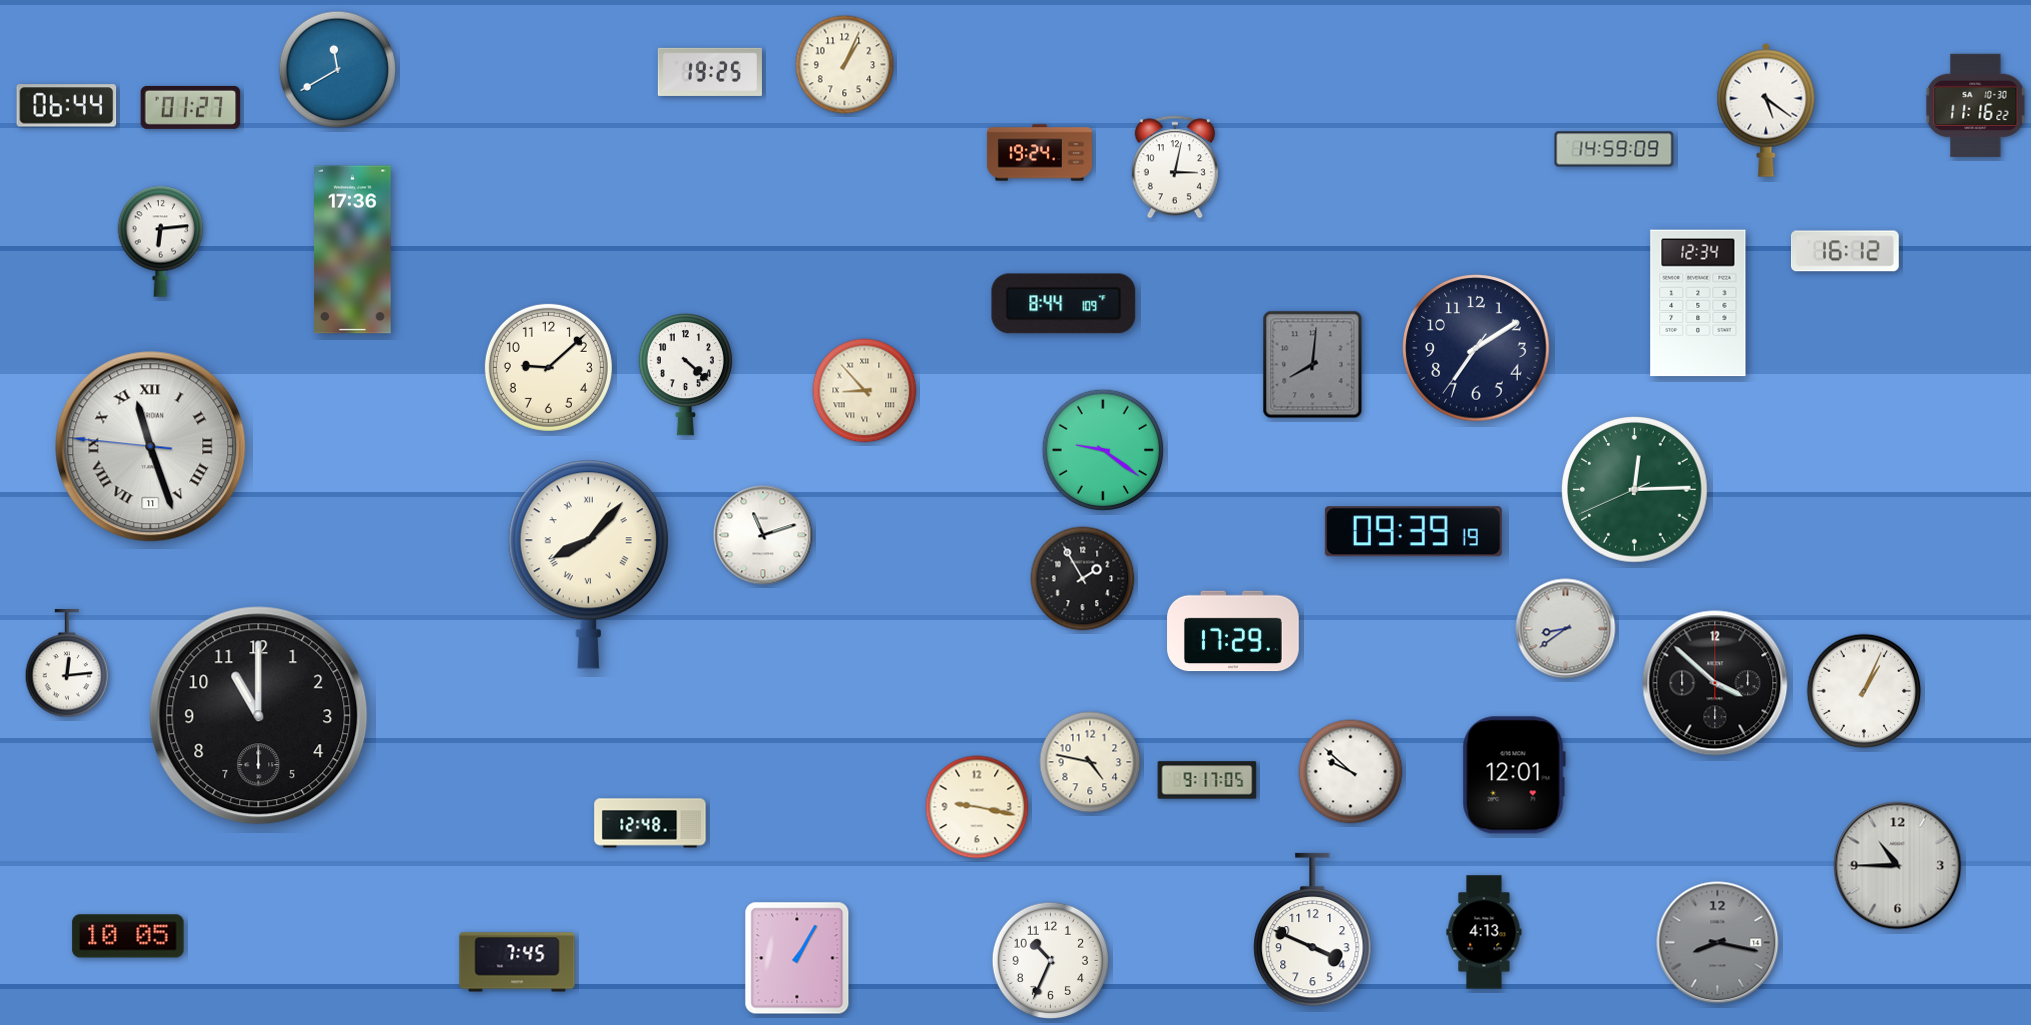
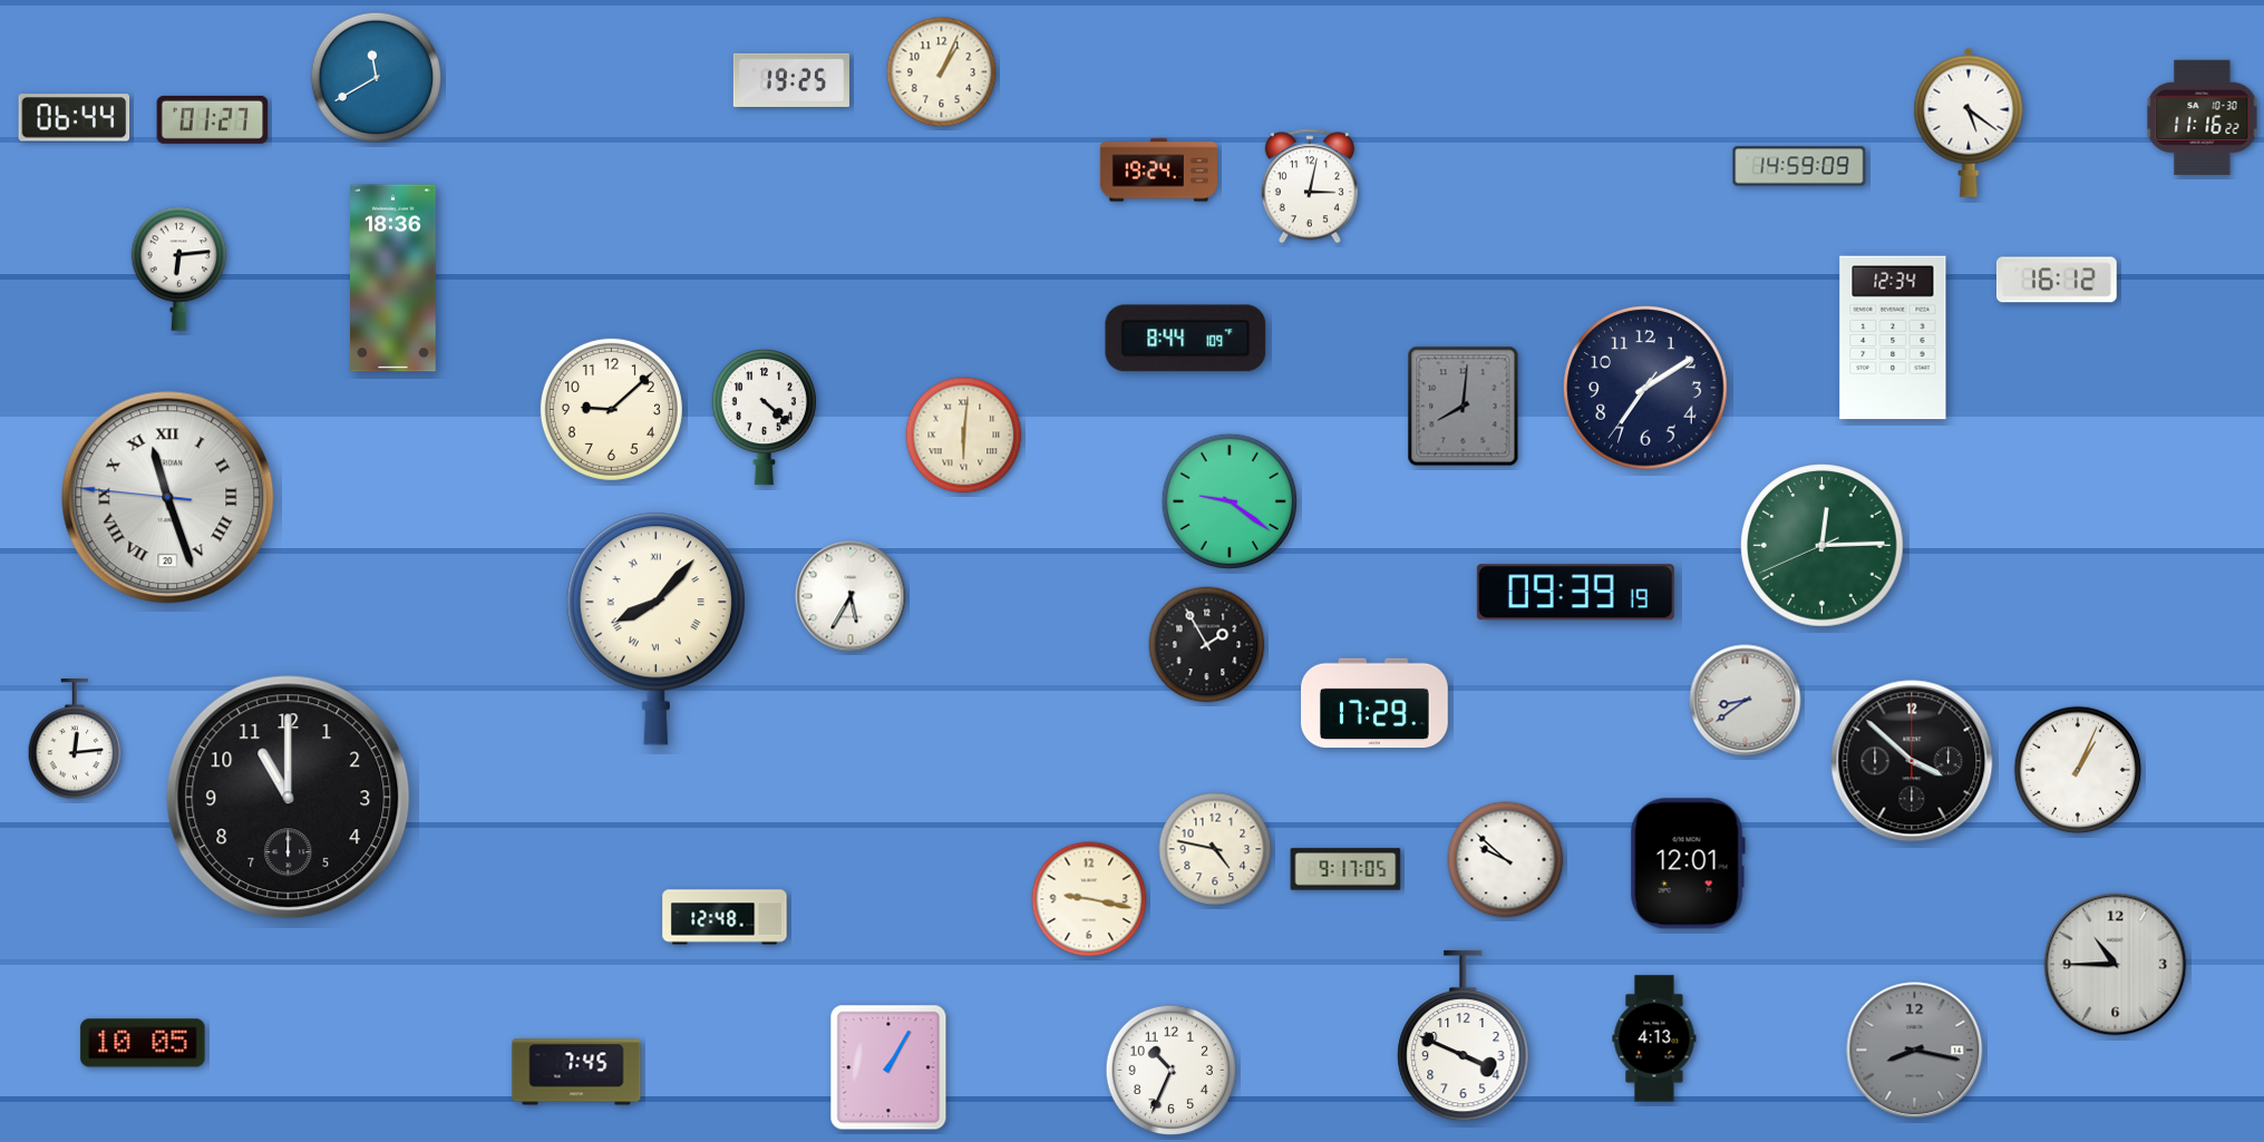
clock at (353, 250): 17:36 -> 18:36
clock at (865, 391): 8:53 -> 6:01
clock at (151, 447) date: 11 -> 20
clock at (763, 535): 11:12 -> 5:35
